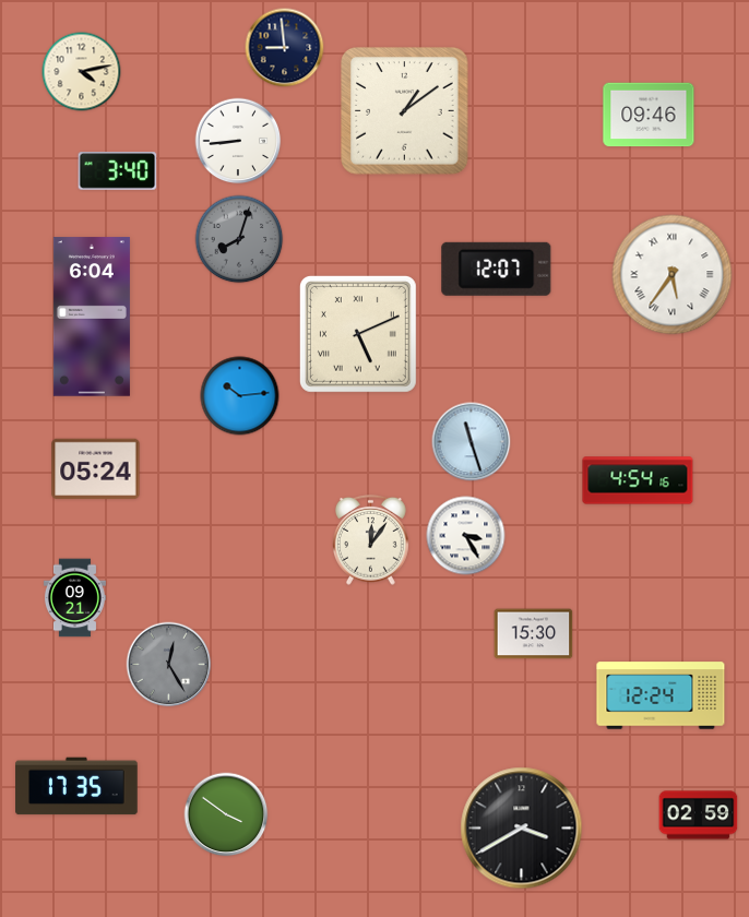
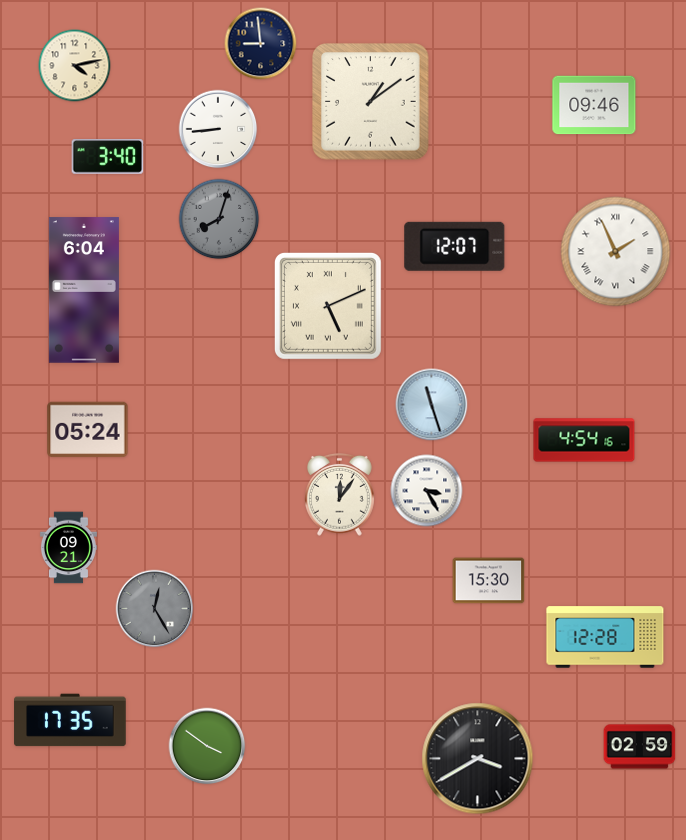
clock at (673, 275): 5:36 -> 1:56
clock at (240, 396): 10:14 -> none
clock at (661, 695): 12:24 -> 12:28
